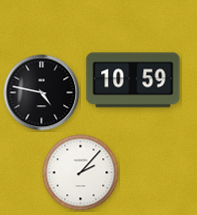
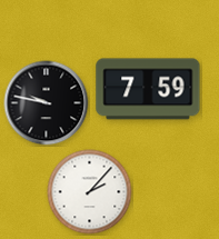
clock at (133, 80): 10:59 -> 7:59
clock at (42, 93): 4:47 -> 9:47
